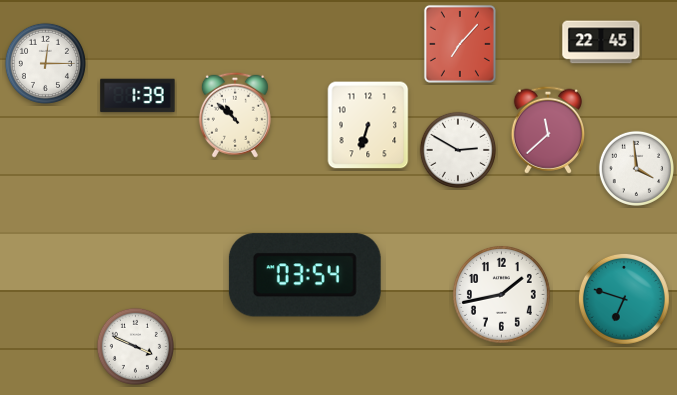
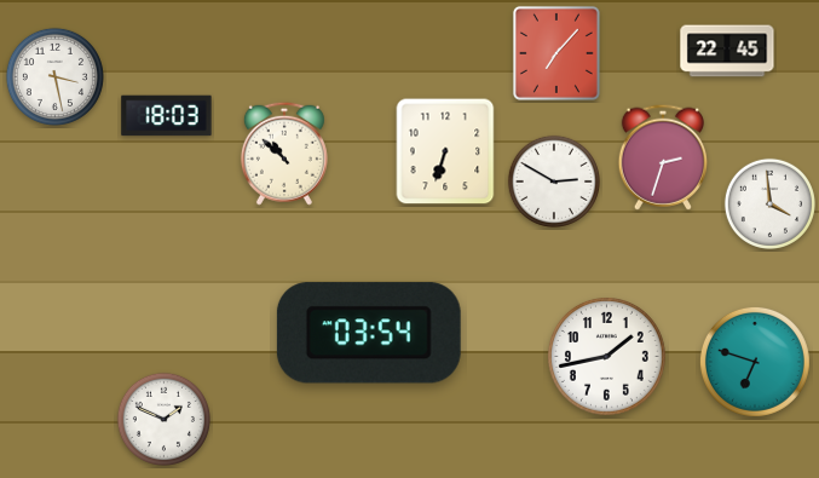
clock at (45, 63): 12:15 -> 3:28
clock at (138, 96): 1:39 -> 18:03
clock at (235, 115) position: (235, 115) -> (284, 154)
clock at (547, 130): 11:38 -> 2:33
clock at (135, 346): 3:49 -> 1:49
